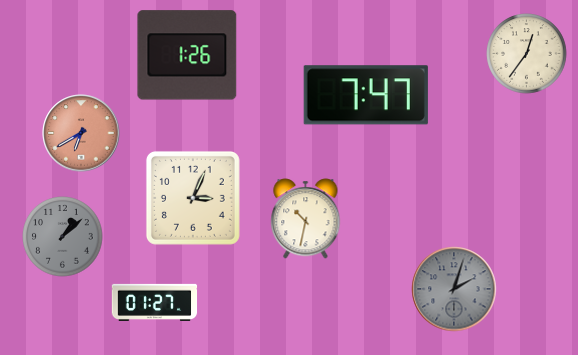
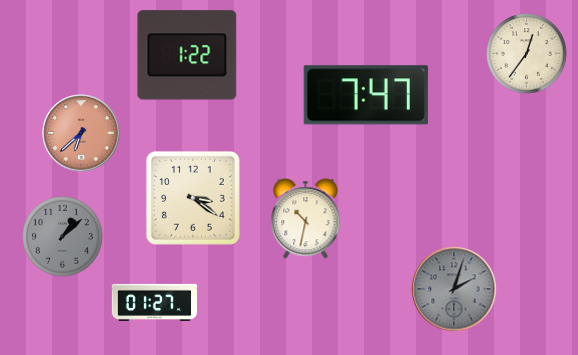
clock at (187, 55): 1:26 -> 1:22
clock at (81, 133): 6:40 -> 6:38
clock at (193, 198): 3:04 -> 3:21
